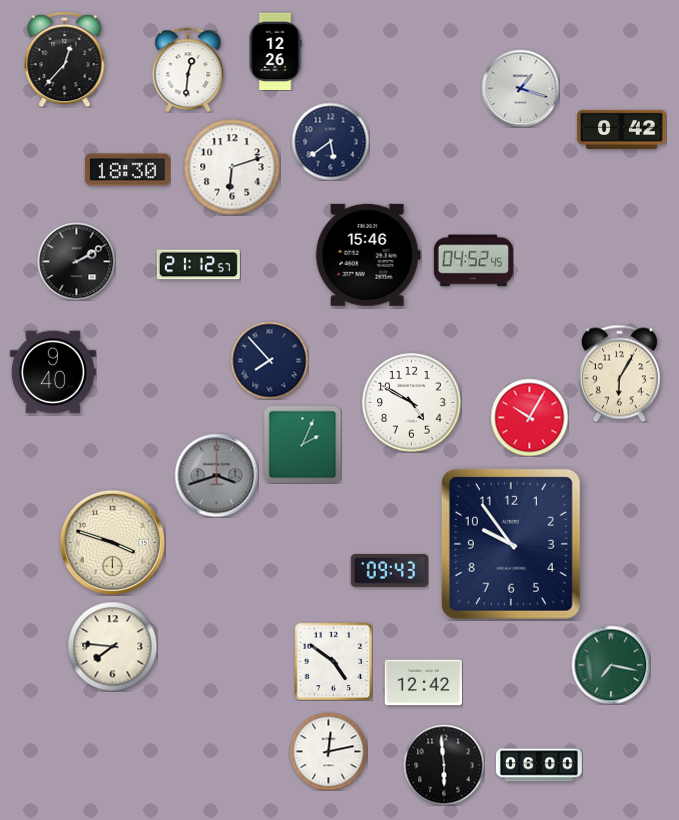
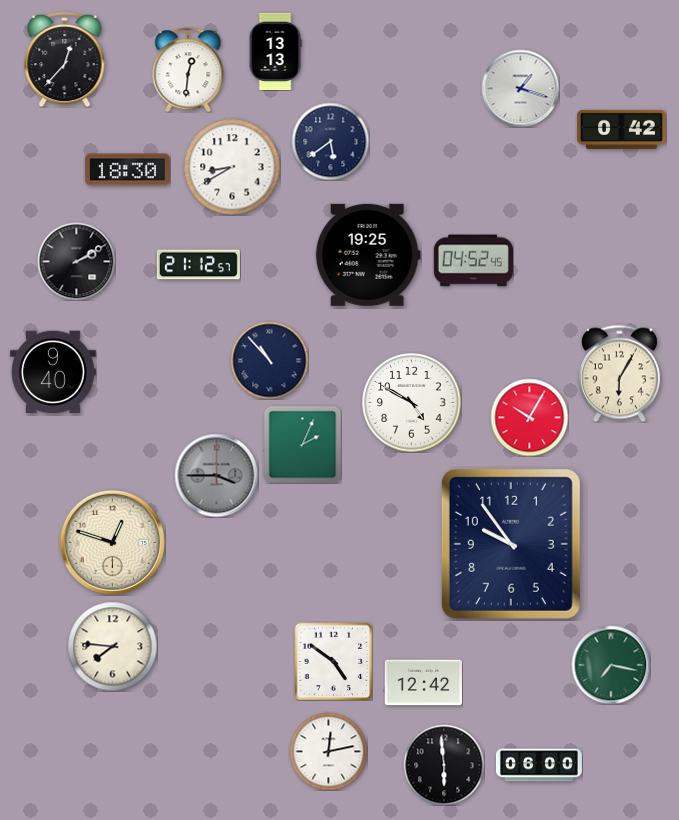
clock at (275, 51): 12:26 -> 13:13
clock at (232, 167): 6:12 -> 8:40
clock at (368, 255): 15:46 -> 19:25
clock at (269, 360): 7:53 -> 10:53
clock at (216, 475): 3:42 -> 3:45
clock at (112, 542): 3:48 -> 12:48
clock at (389, 570): 09:43 -> none
